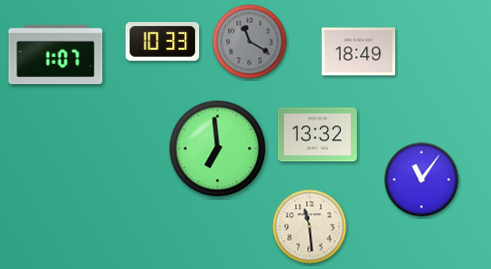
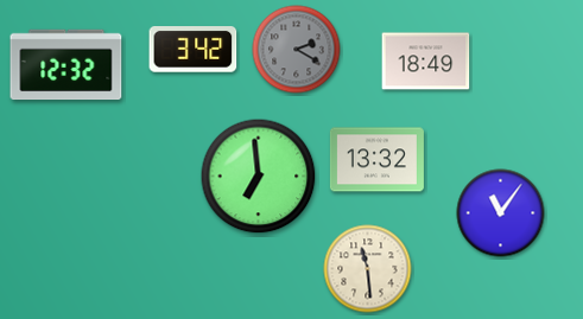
clock at (163, 42): 10:33 -> 3:42
clock at (250, 42): 11:20 -> 2:20
clock at (56, 55): 1:07 -> 12:32
